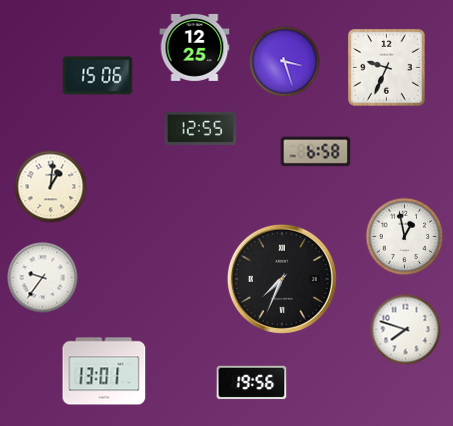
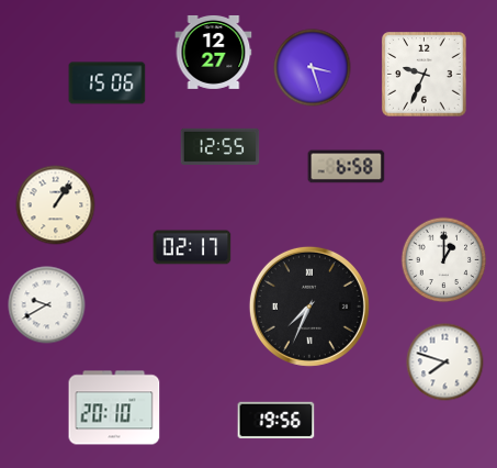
clock at (195, 47): 12:25 -> 12:27
clock at (201, 128) position: (201, 128) -> (221, 146)
clock at (51, 187): 1:01 -> 1:06
clock at (192, 247): none -> 02:17
clock at (405, 237): 12:58 -> 1:00
clock at (43, 278): 9:36 -> 9:40
clock at (104, 371): 13:01 -> 20:10
